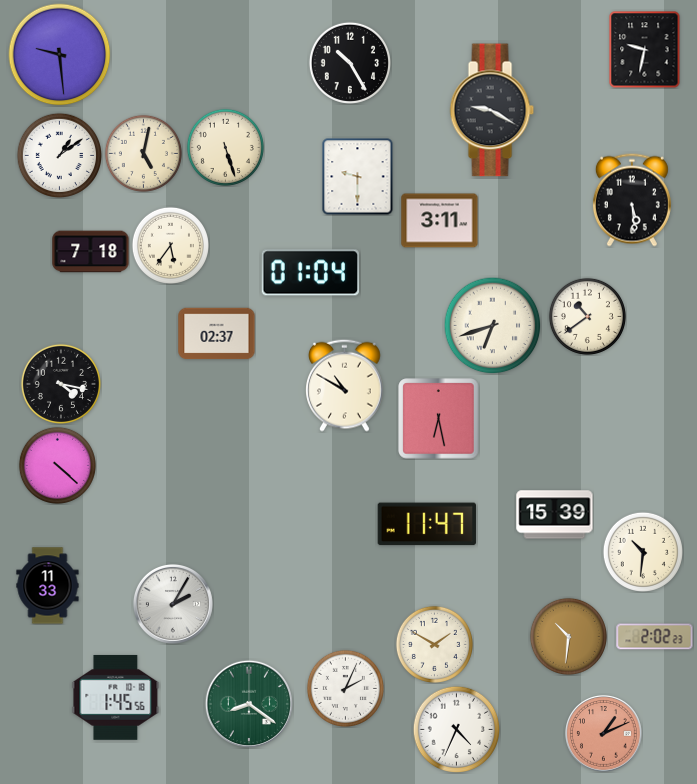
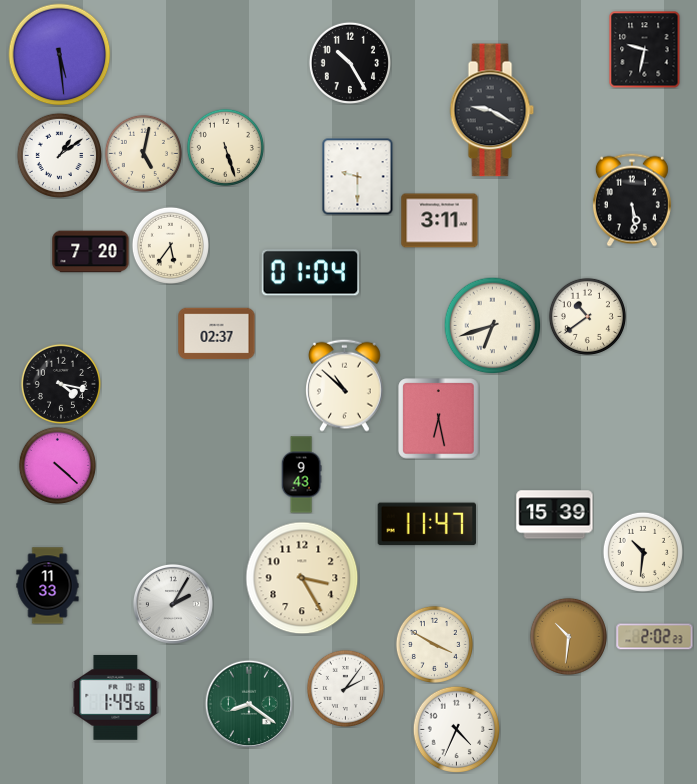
clock at (60, 55): 9:29 -> 5:29
clock at (91, 252): 7:18 -> 7:20
clock at (345, 385): 10:50 -> 10:52
clock at (301, 475): none -> 9:43
clock at (302, 578): none -> 3:25
clock at (434, 644): 1:50 -> 3:50
clock at (345, 688): 2:04 -> 2:06
clock at (116, 697): 1:45 -> 1:49
clock at (604, 734): 1:11 -> none
